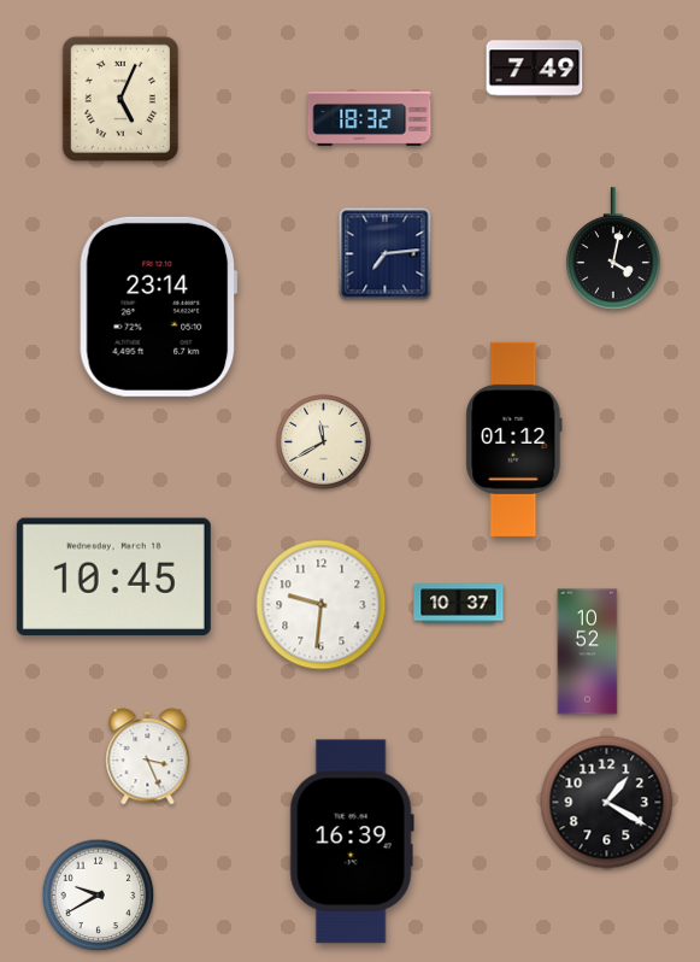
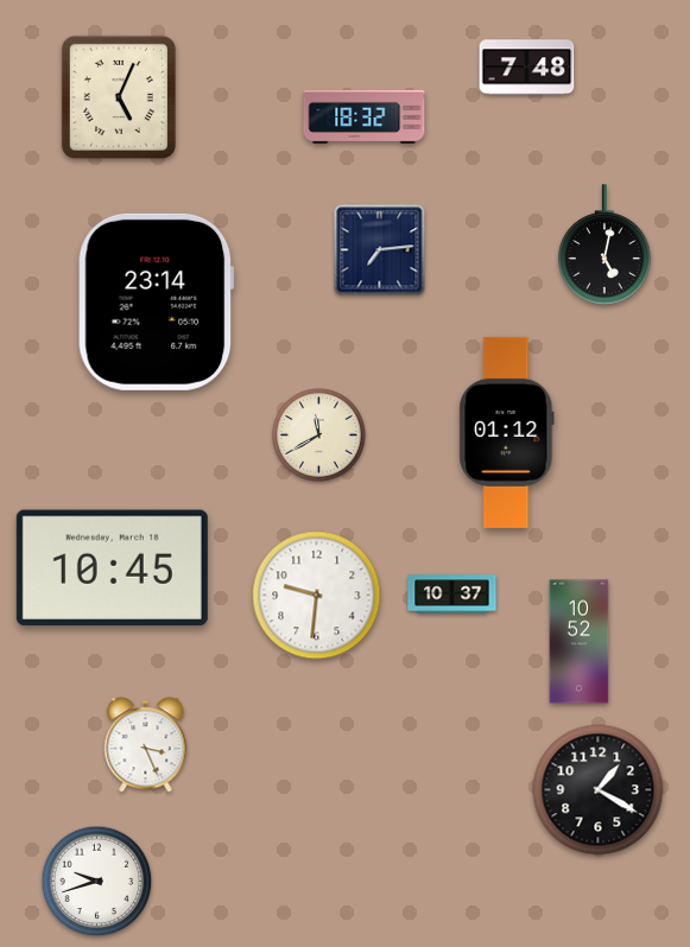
clock at (535, 69): 7:49 -> 7:48
clock at (613, 248): 4:02 -> 5:02
clock at (352, 841): 16:39 -> none
clock at (99, 896): 9:40 -> 9:42
